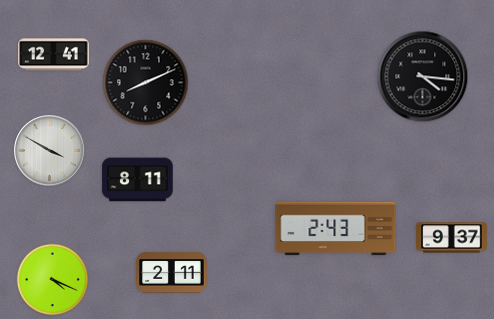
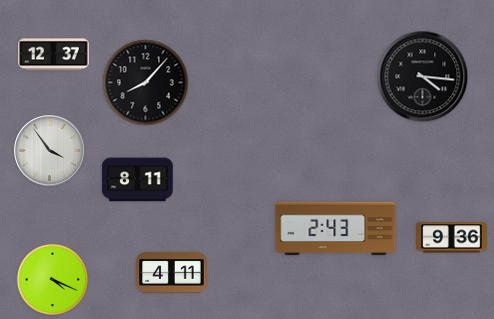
clock at (54, 55): 12:41 -> 12:37
clock at (146, 83): 8:11 -> 8:07
clock at (50, 151): 3:50 -> 3:54
clock at (452, 238): 9:37 -> 9:36
clock at (172, 273): 2:11 -> 4:11
